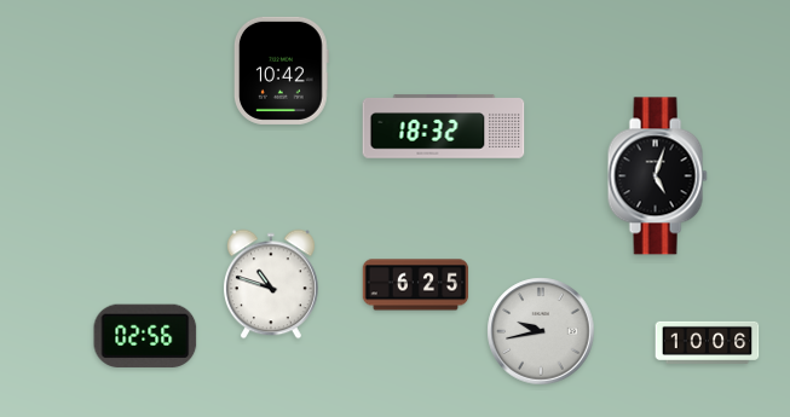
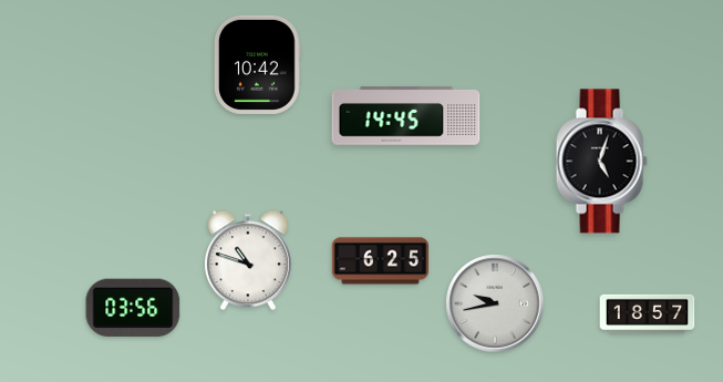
clock at (444, 127): 18:32 -> 14:45
clock at (145, 336): 02:56 -> 03:56
clock at (708, 342): 10:06 -> 18:57
